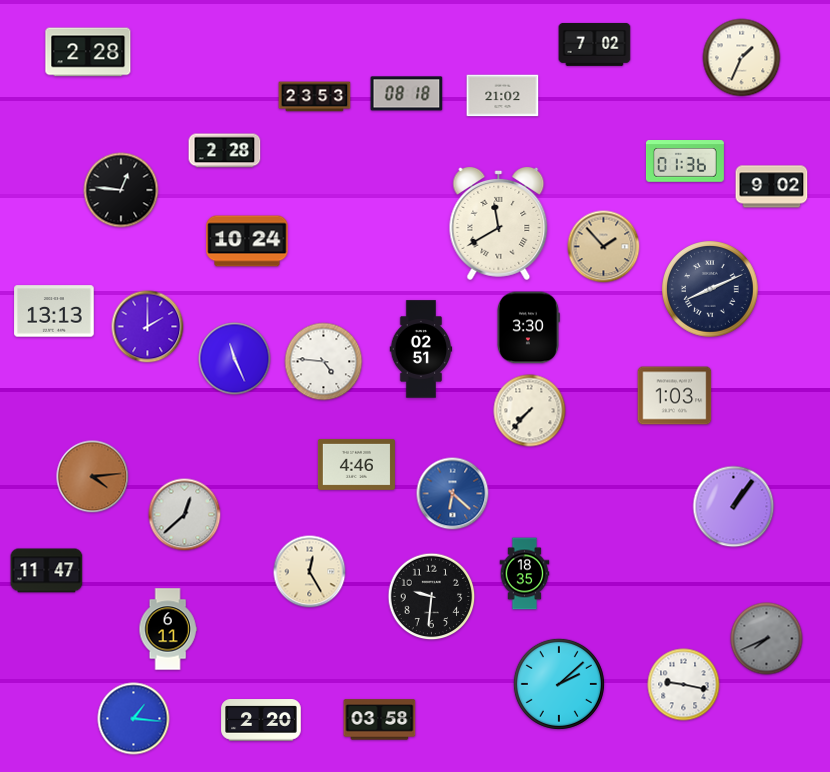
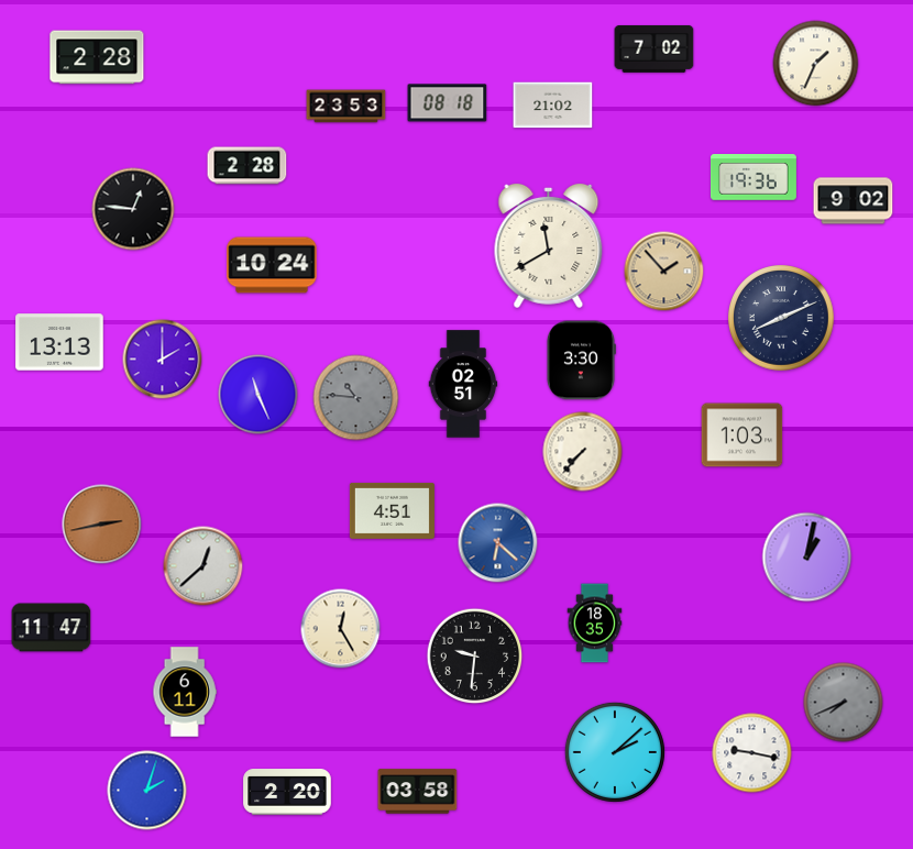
clock at (685, 162): 01:36 -> 19:36
clock at (772, 187) position: (772, 187) -> (854, 201)
clock at (324, 362): 4:46 -> 10:46
clock at (324, 362) dial: white -> grey
clock at (356, 464): 4:46 -> 4:51
clock at (93, 477): 4:14 -> 2:43
clock at (734, 507): 1:06 -> 1:02
clock at (525, 574) position: (525, 574) -> (595, 624)
clock at (134, 719): 1:16 -> 2:03
